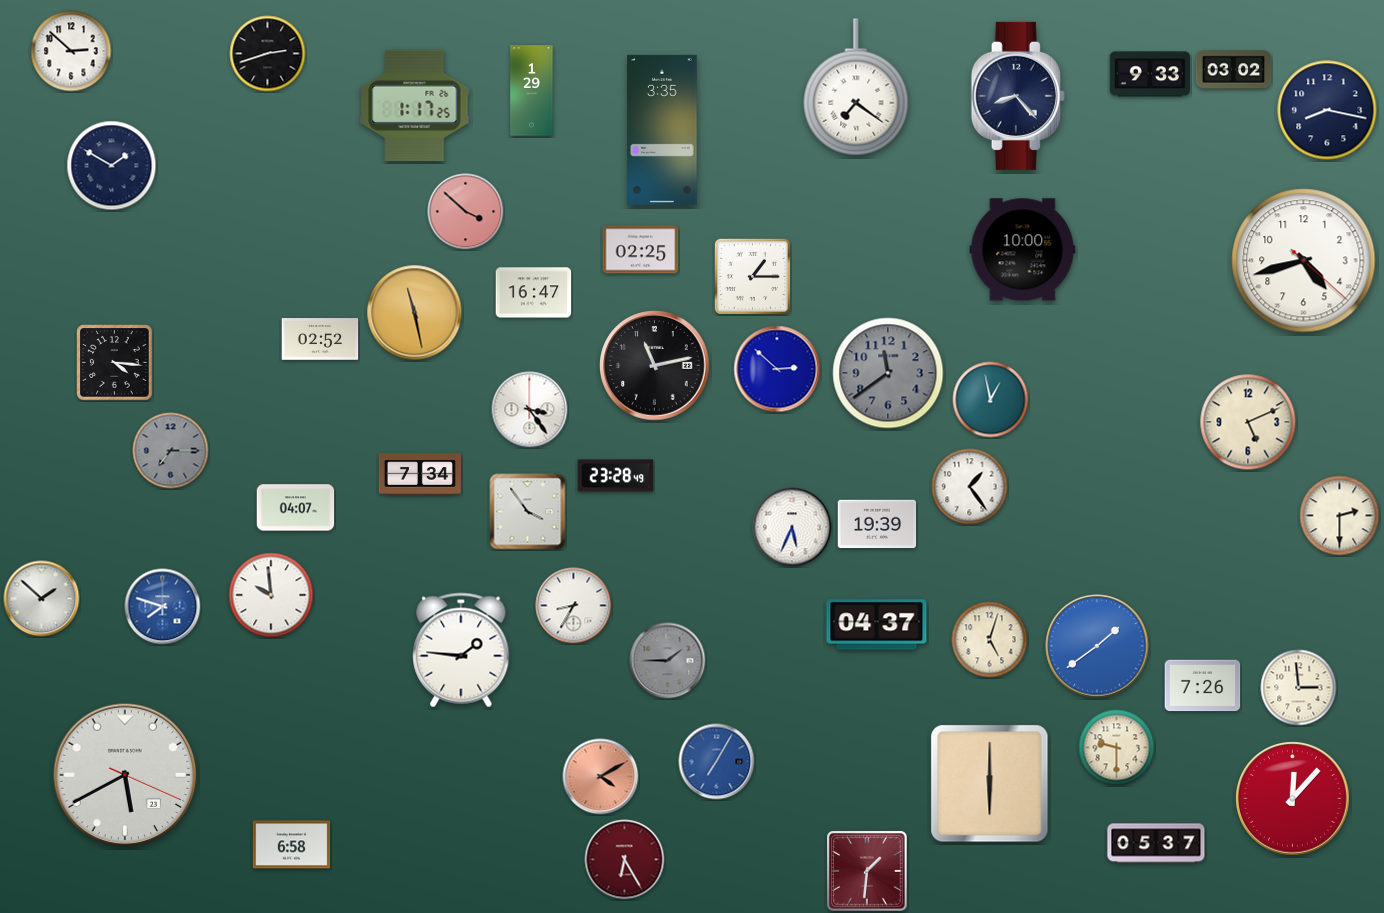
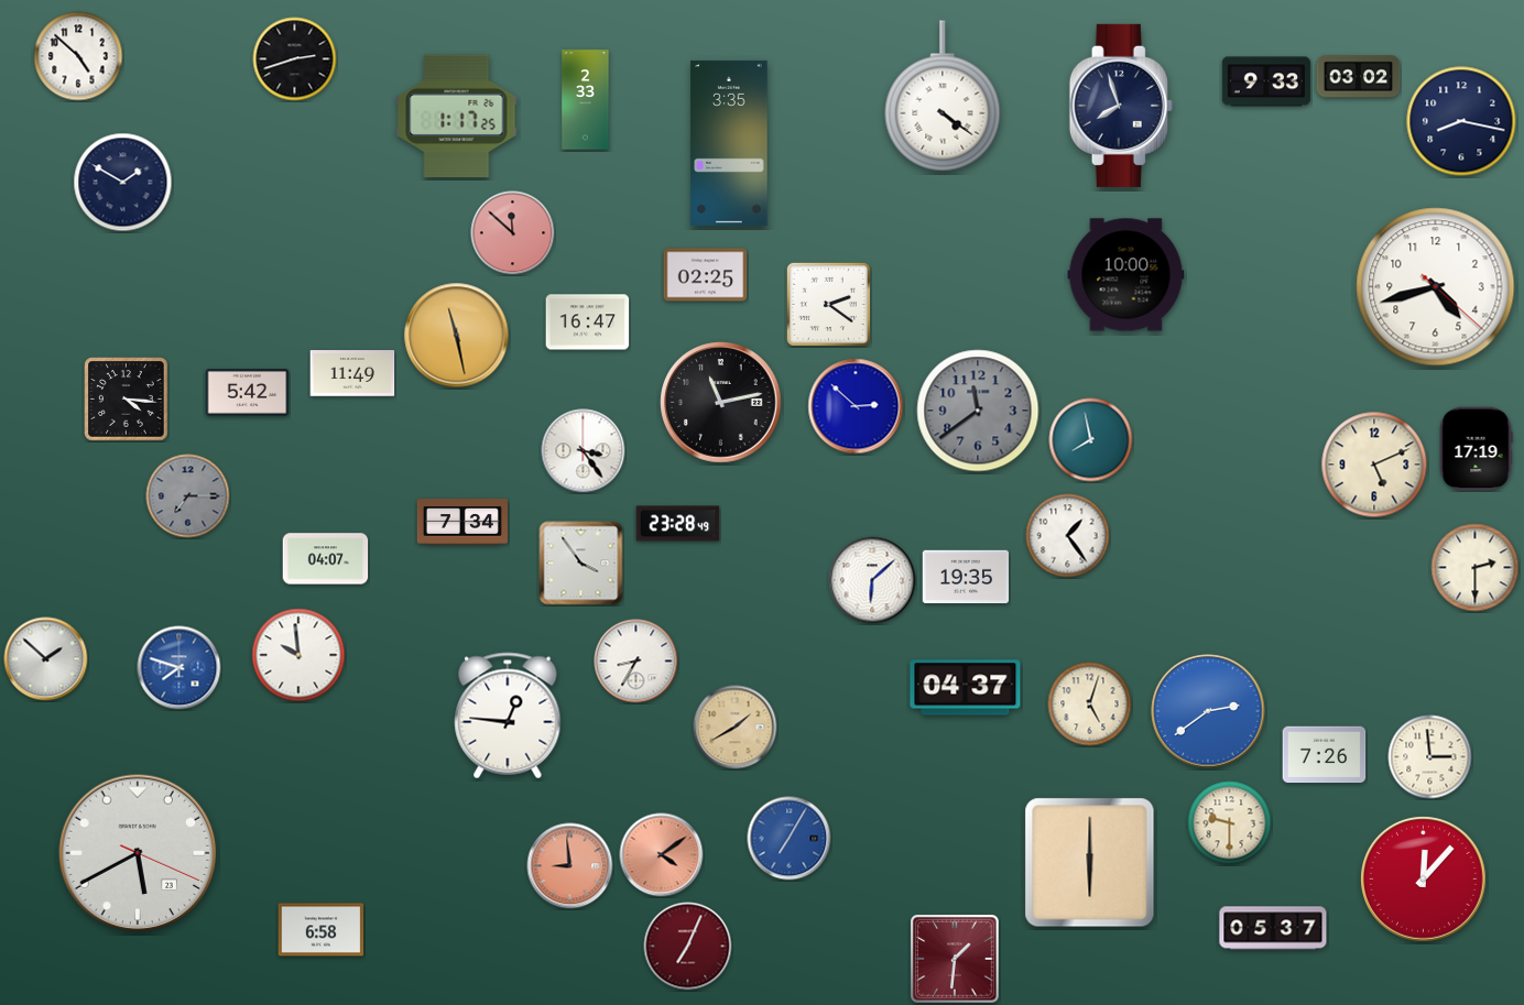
clock at (71, 51): 2:52 -> 4:52
clock at (856, 87): 7:21 -> 4:21
clock at (532, 91): 1:29 -> 2:33
clock at (1018, 96): 8:23 -> 7:57
clock at (466, 212): 3:52 -> 11:52
clock at (752, 276): 1:15 -> 2:21
clock at (415, 313) position: (415, 313) -> (457, 336)
clock at (320, 339): 02:52 -> 11:49
clock at (248, 393): none -> 5:42
clock at (991, 400): 12:58 -> 7:58
clock at (1476, 449): none -> 17:19
clock at (877, 524): 19:39 -> 19:35
clock at (792, 527): 5:34 -> 6:08
clock at (574, 606) position: (574, 606) -> (636, 662)
clock at (1097, 646): 1:39 -> 2:39
clock at (461, 650): 1:46 -> 12:46
clock at (668, 661): 1:45 -> 1:40
clock at (668, 661) dial: grey -> champagne
clock at (601, 777): 4:10 -> 4:09
clock at (570, 866): none -> 8:59
clock at (625, 860): 6:25 -> 7:04
